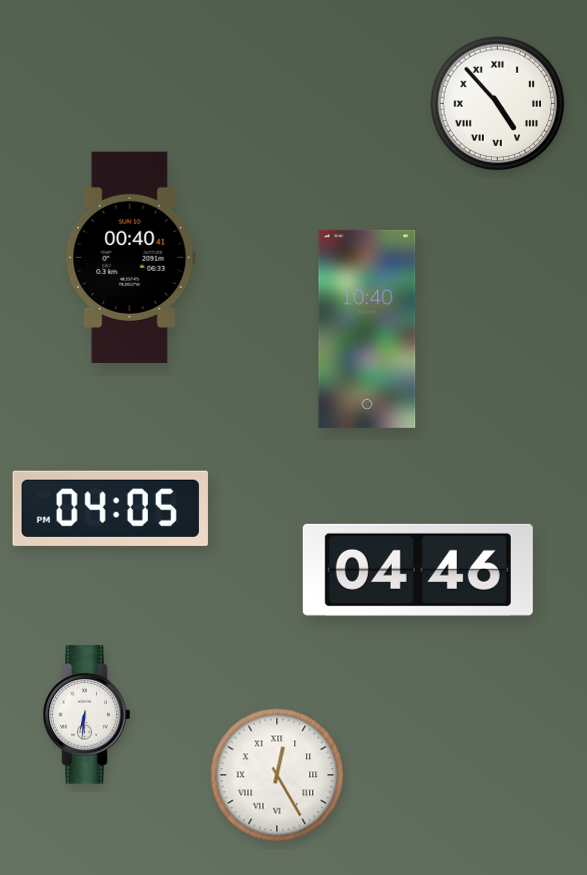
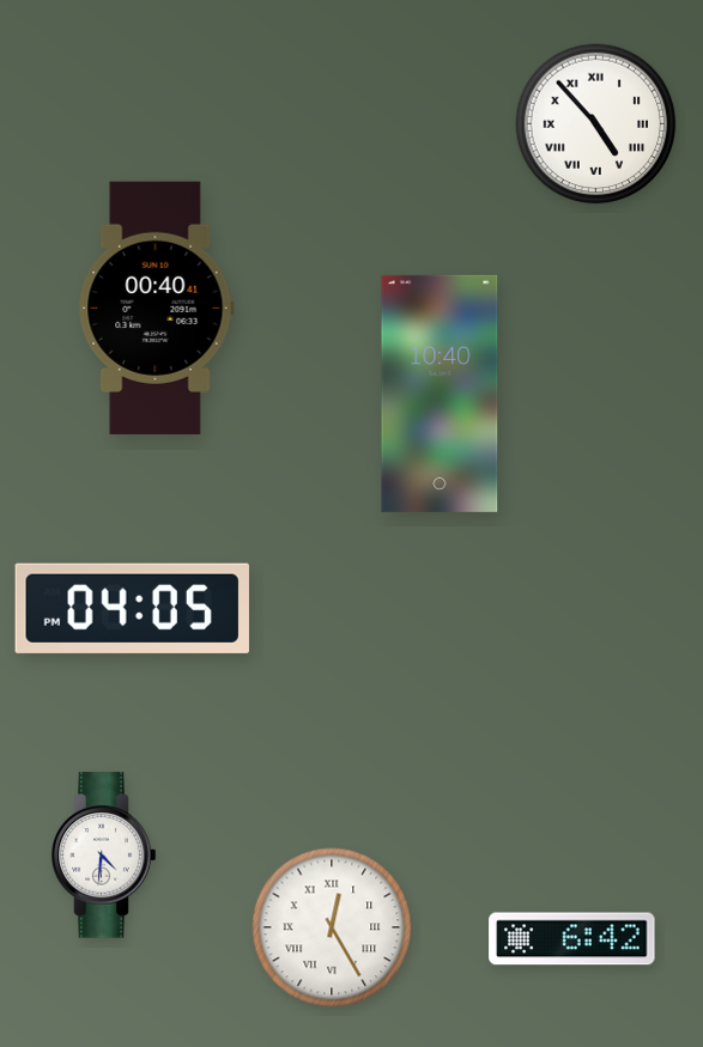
clock at (418, 570): 04:46 -> none
clock at (87, 715): 6:31 -> 4:31
clock at (572, 939): none -> 6:42
